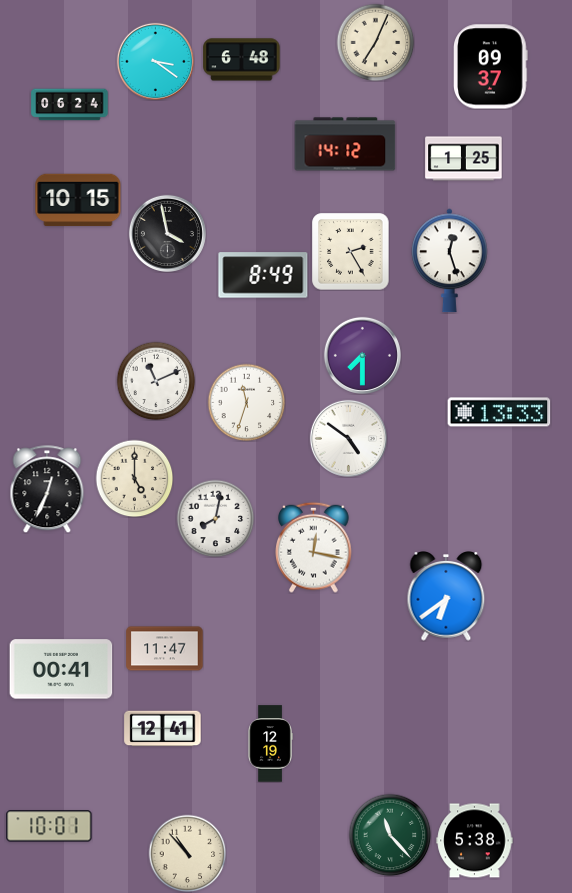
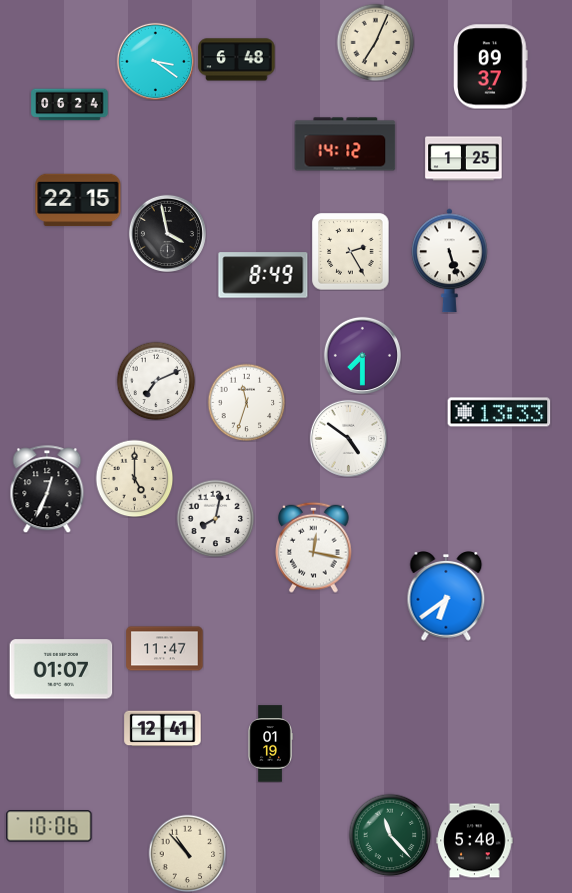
clock at (242, 60) position: (242, 60) -> (237, 60)
clock at (78, 200): 10:15 -> 22:15
clock at (450, 261): 12:27 -> 5:27
clock at (156, 381): 11:11 -> 7:11
clock at (61, 669): 00:41 -> 01:07
clock at (270, 744): 12:19 -> 01:19
clock at (49, 826): 10:01 -> 10:06
clock at (475, 841): 5:38 -> 5:40
